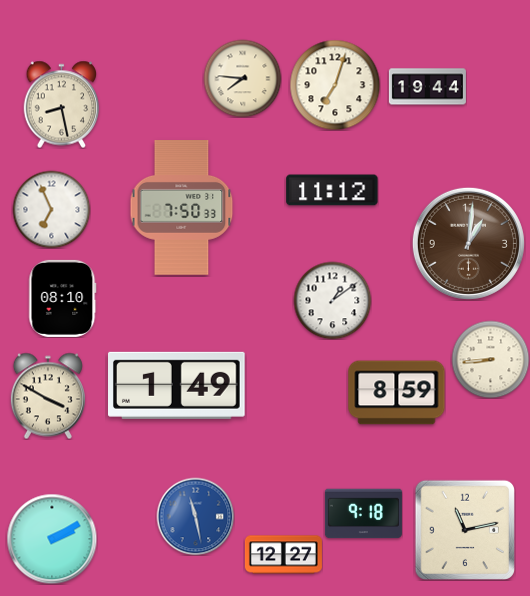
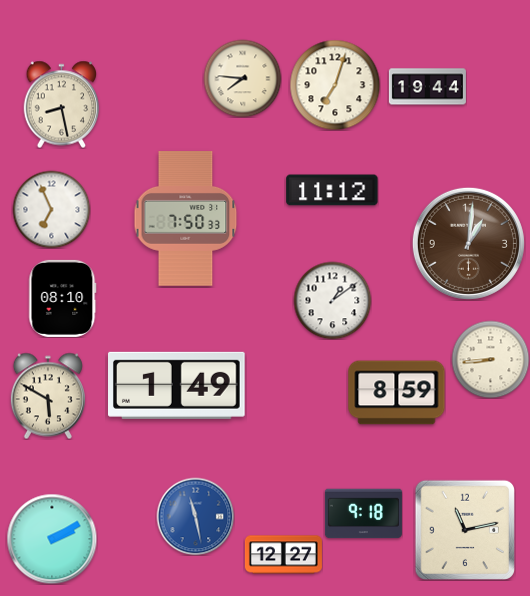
clock at (182, 208) position: (182, 208) -> (186, 219)
clock at (48, 396): 3:50 -> 5:50
